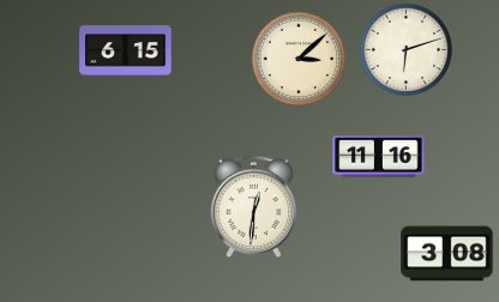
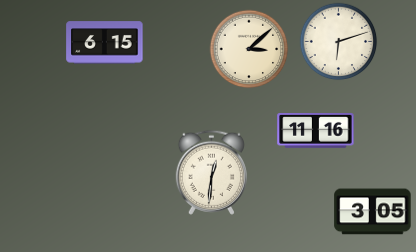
clock at (447, 254): 3:08 -> 3:05
